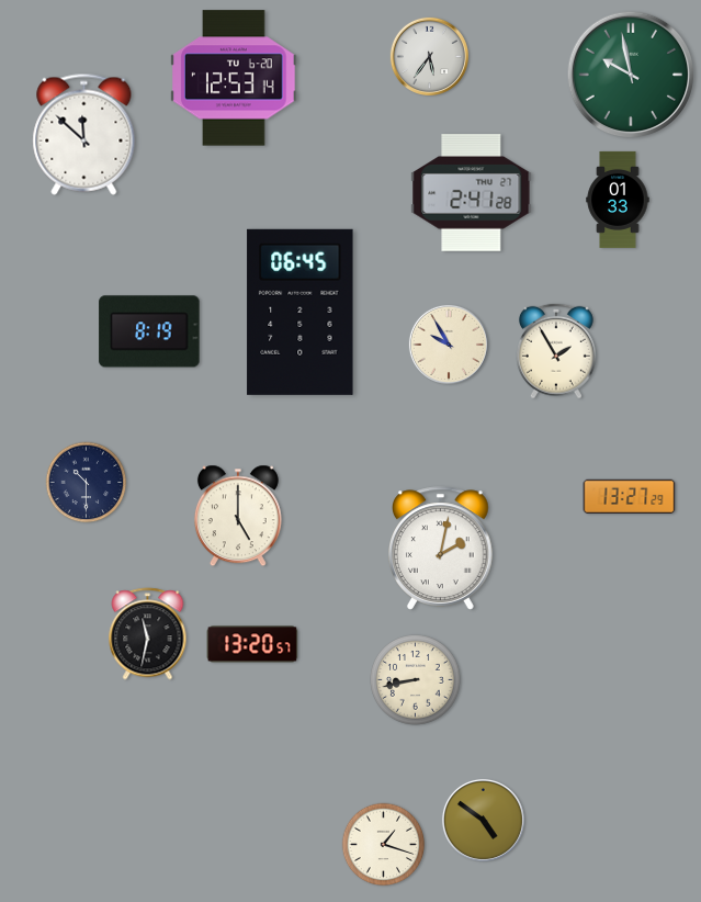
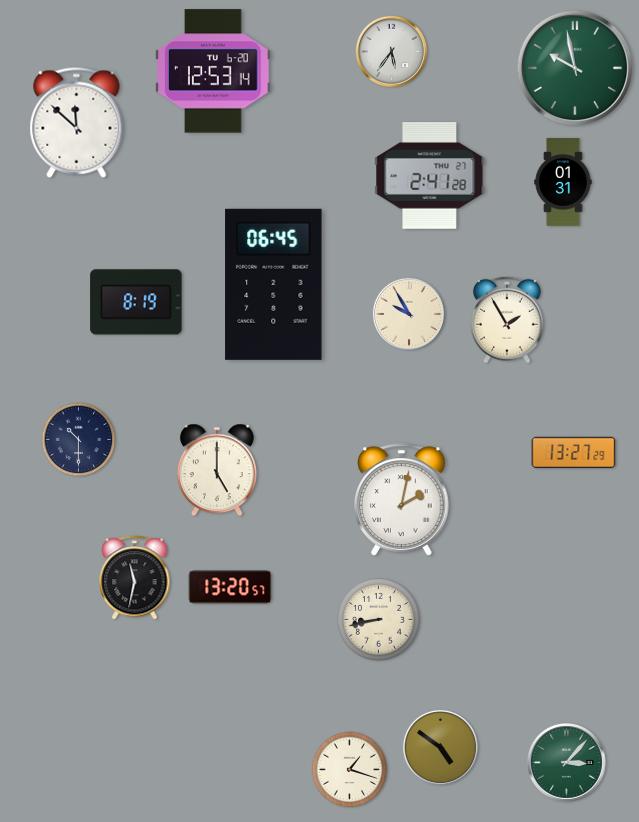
clock at (618, 200): 01:33 -> 01:31
clock at (567, 763): none -> 3:07
